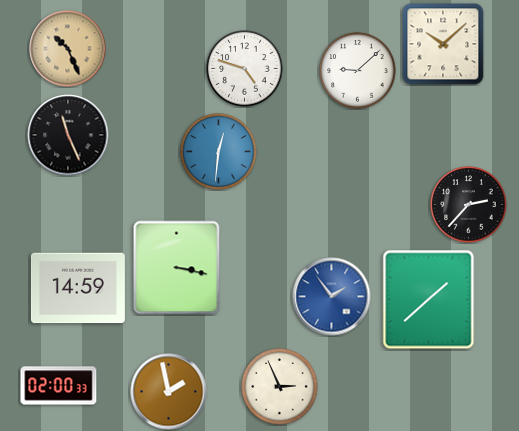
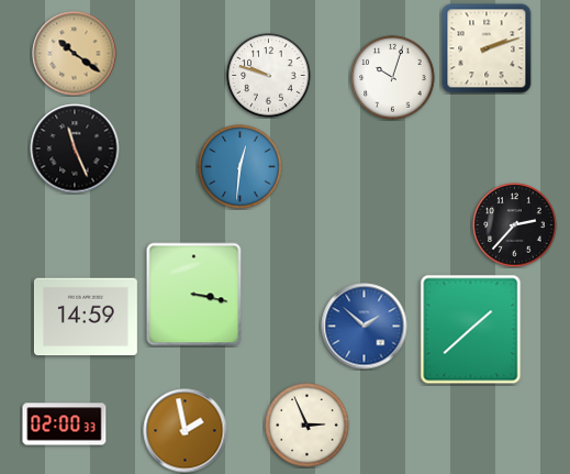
clock at (443, 44): 10:08 -> 2:12
clock at (68, 49): 10:26 -> 10:21
clock at (245, 69): 4:48 -> 9:48
clock at (358, 71): 9:08 -> 10:03
clock at (332, 297): 1:54 -> 1:52
